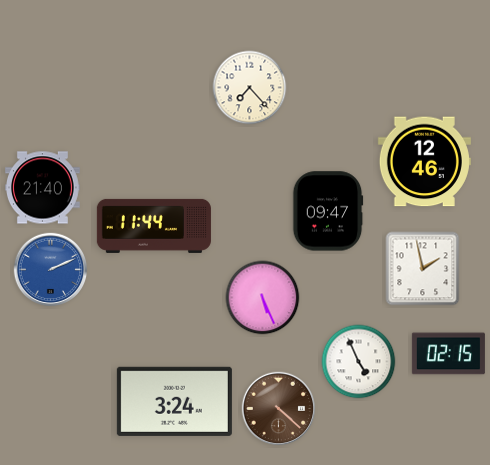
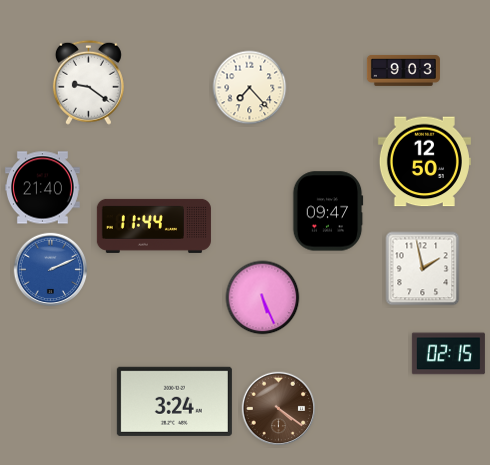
clock at (403, 70): none -> 9:03
clock at (88, 82): none -> 9:21
clock at (424, 162): 12:46 -> 12:50
clock at (359, 362): 4:56 -> none
clock at (279, 409): 4:22 -> 4:21
